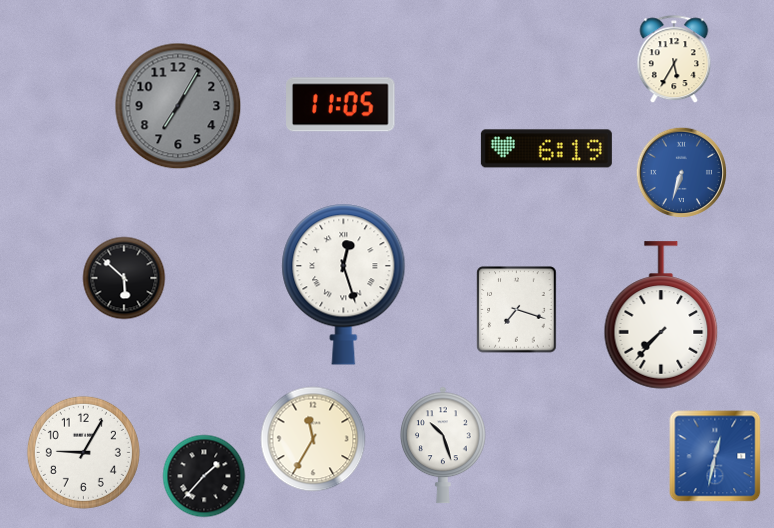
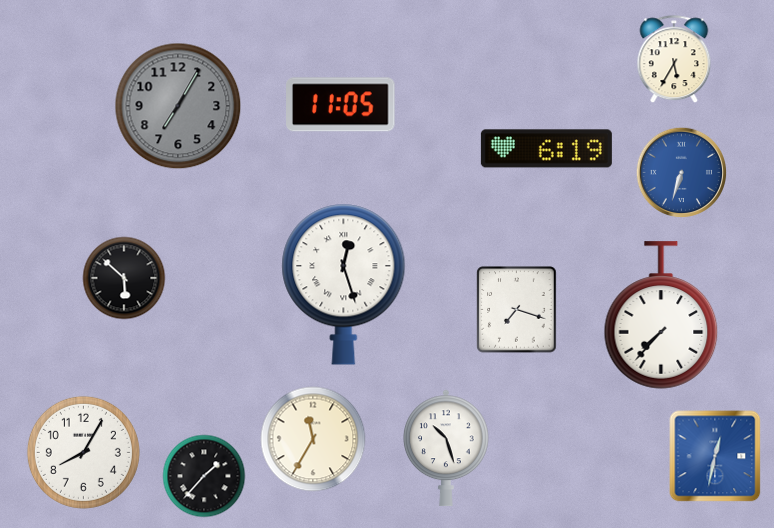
clock at (444, 445) position: (444, 445) -> (447, 448)
clock at (83, 452): 9:05 -> 8:05
